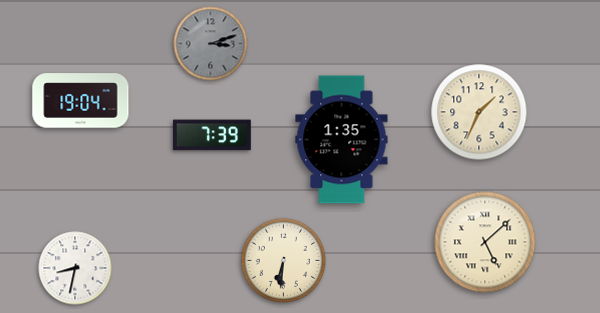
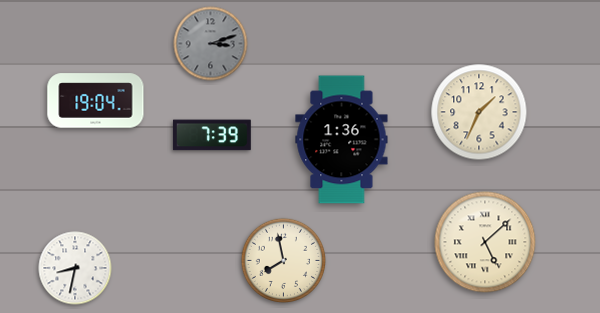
clock at (81, 101) position: (81, 101) -> (96, 101)
clock at (342, 140): 1:35 -> 1:36
clock at (284, 261): 6:31 -> 7:58
